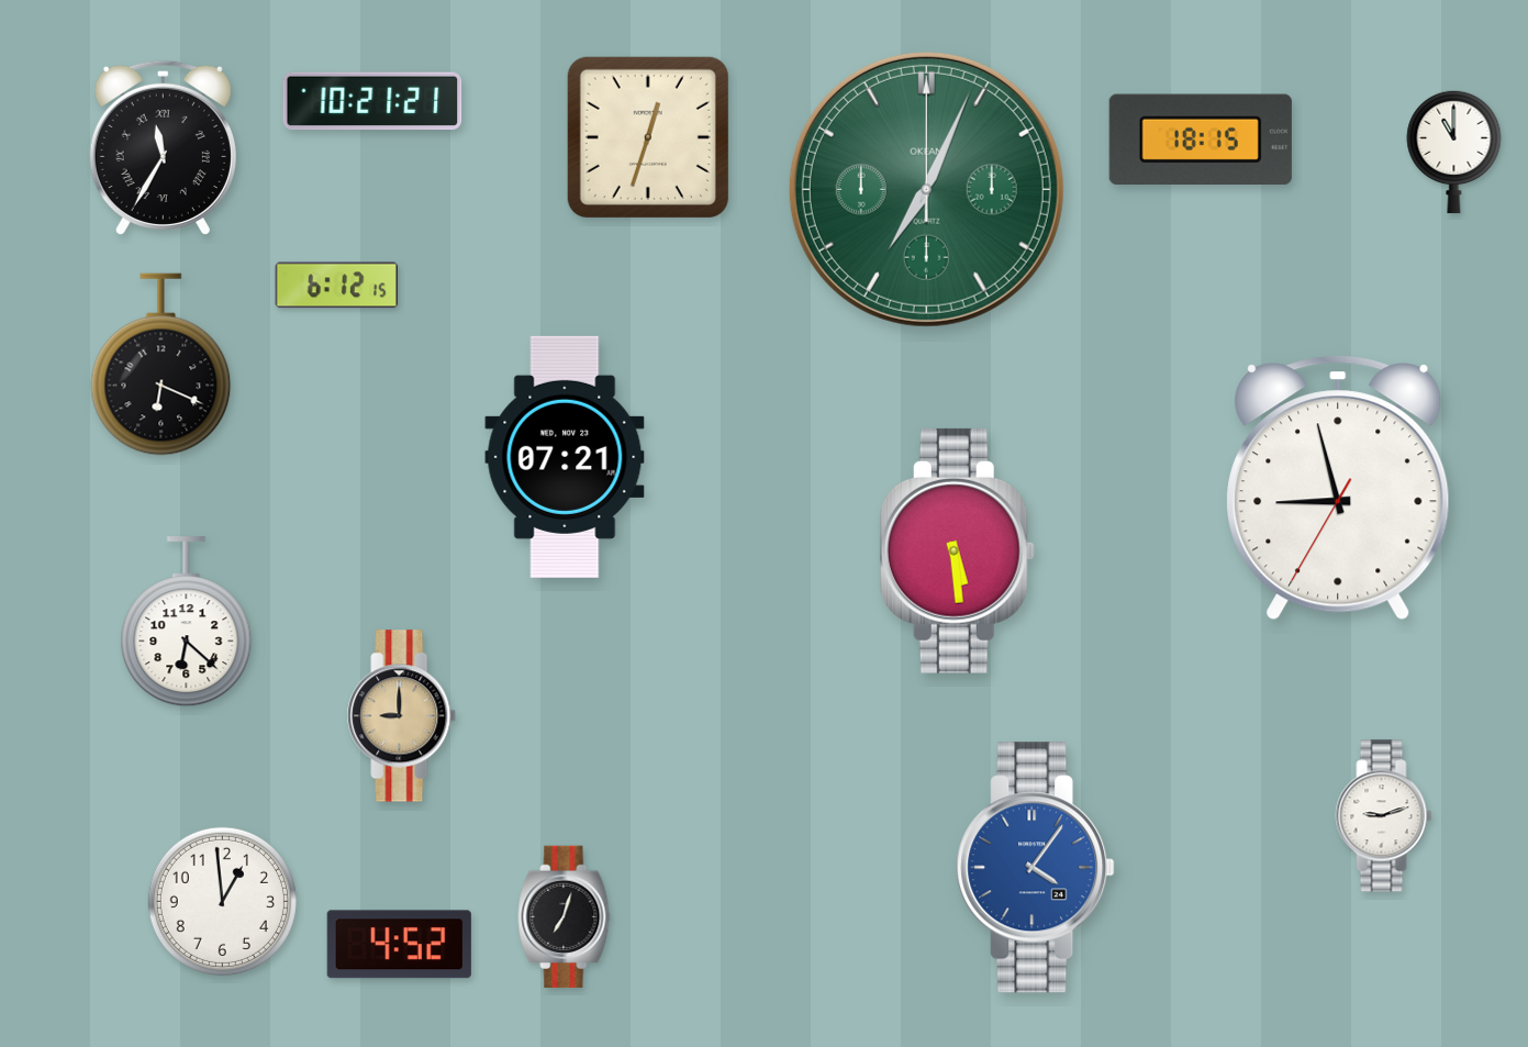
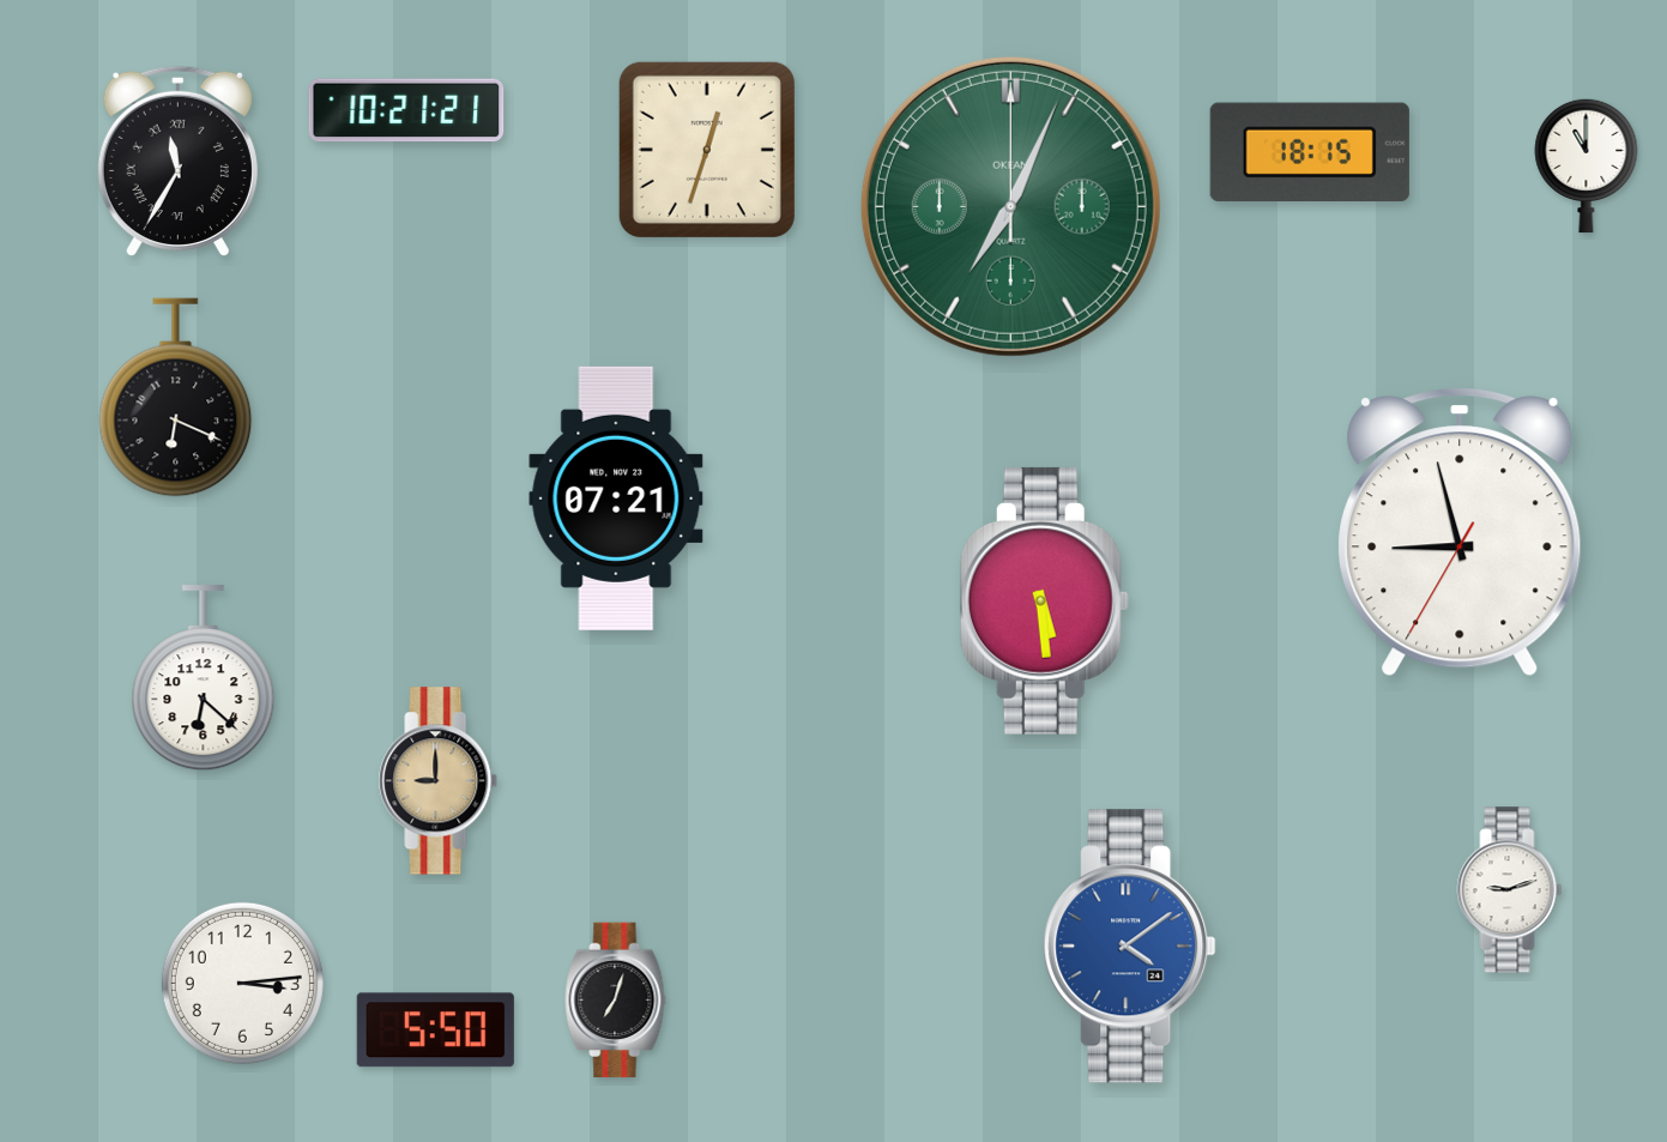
clock at (337, 286): 6:12 -> none
clock at (1036, 868): 4:06 -> 4:09
clock at (222, 901): 12:59 -> 3:14
clock at (399, 945): 4:52 -> 5:50
